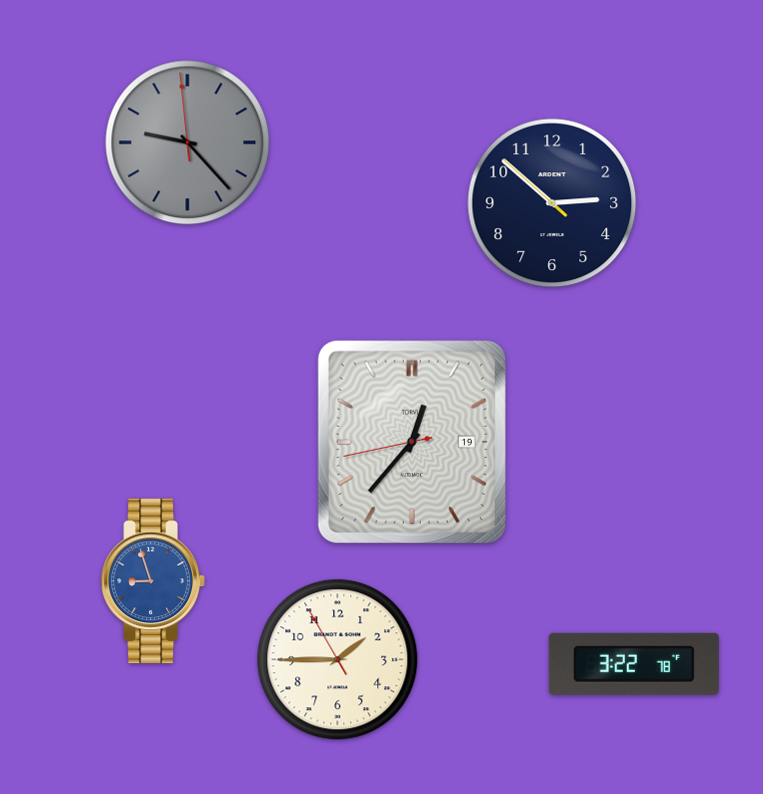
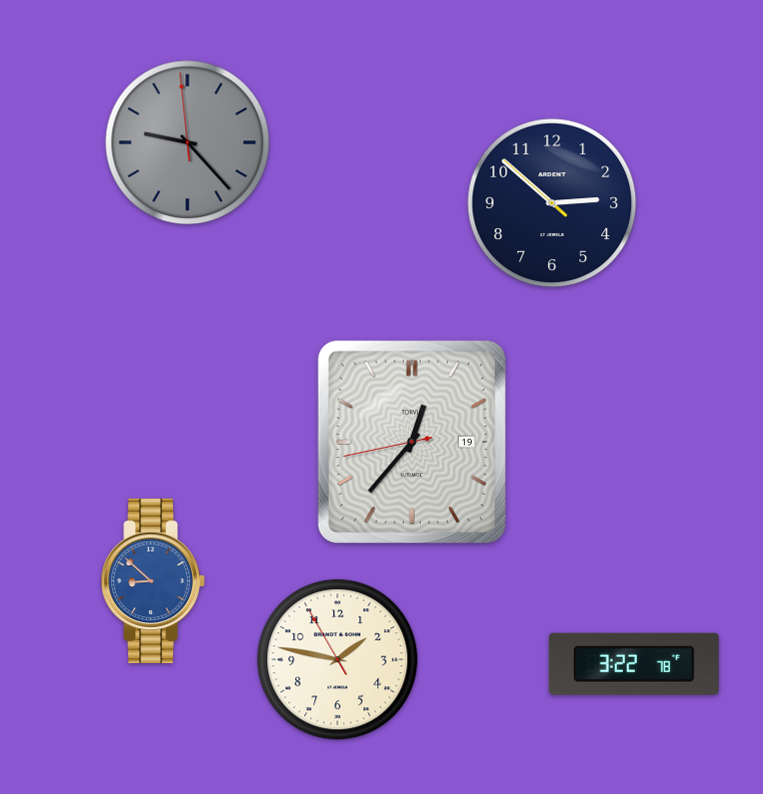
clock at (153, 581): 8:57 -> 8:52
clock at (338, 660): 1:44 -> 1:46
